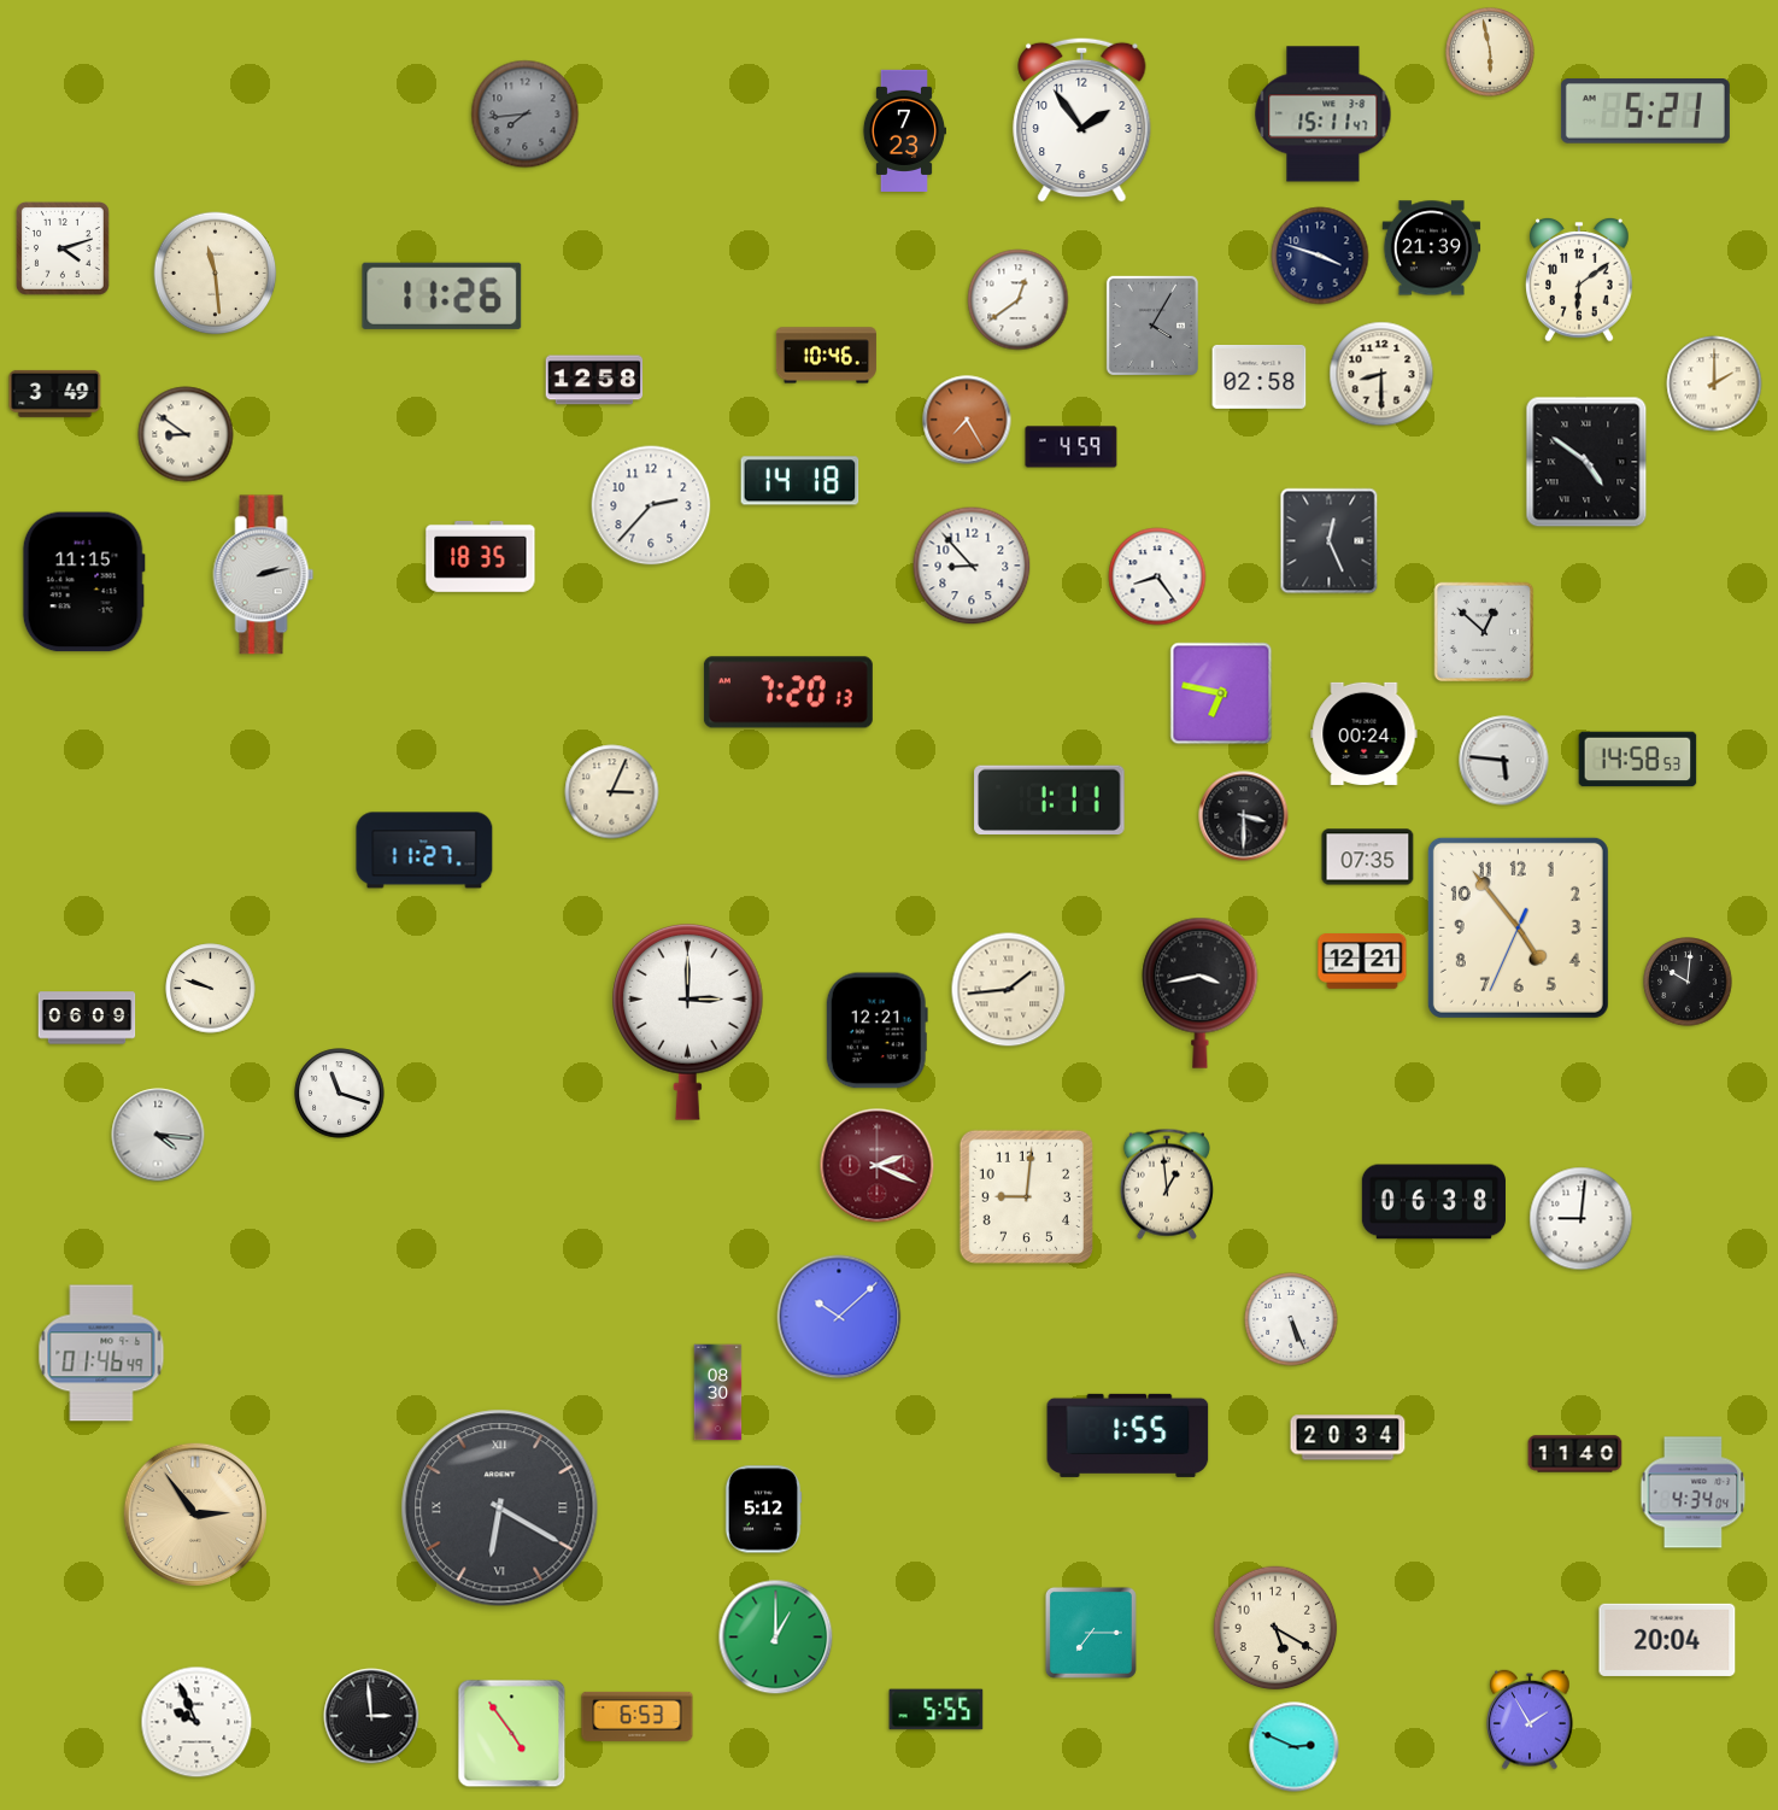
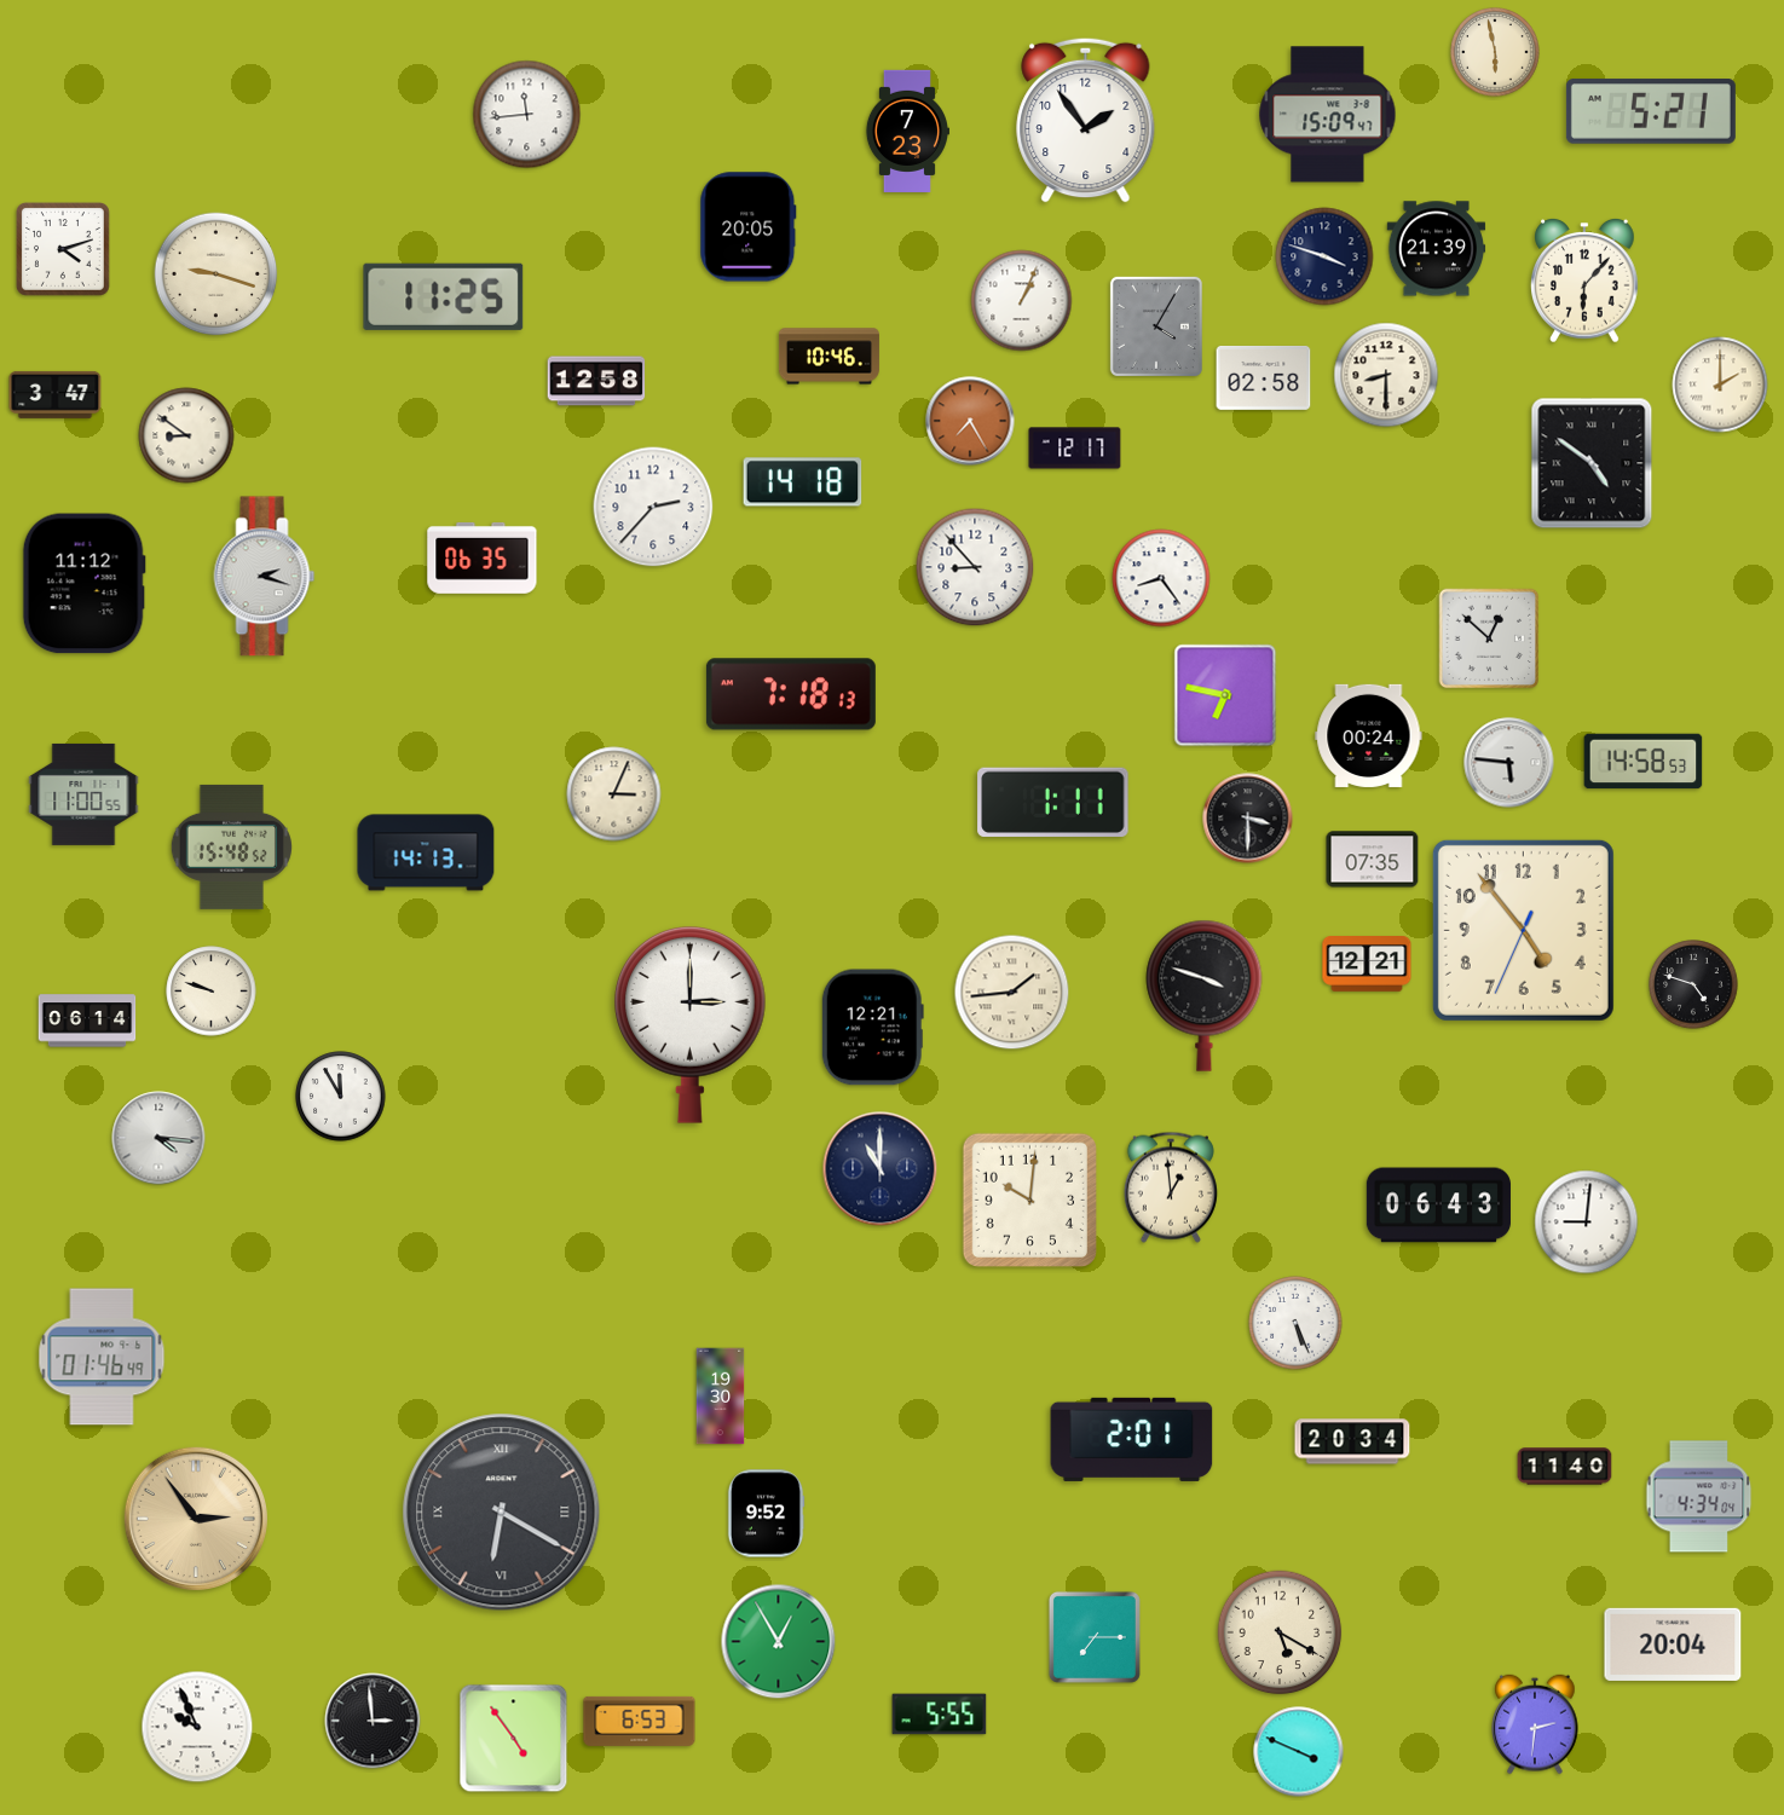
clock at (526, 115): 7:44 -> 11:44
clock at (526, 115) dial: grey -> white
clock at (1324, 115): 15:11 -> 15:09
clock at (749, 227): none -> 20:05
clock at (216, 274): 11:29 -> 9:18
clock at (1579, 280): 6:09 -> 6:07
clock at (442, 295): 11:26 -> 11:25
clock at (1019, 300): 12:39 -> 1:04
clock at (55, 393): 3:49 -> 3:47
clock at (1072, 447): 4:59 -> 12:17
clock at (1330, 541): 12:26 -> none
clock at (481, 556): 18:35 -> 06:35
clock at (264, 575): 2:13 -> 2:18
clock at (83, 582): 11:15 -> 11:12
clock at (1484, 632) position: (1484, 632) -> (1489, 638)
clock at (788, 692): 7:20 -> 7:18
clock at (83, 794): none -> 11:00
clock at (231, 846): none -> 15:48
clock at (424, 850): 11:27 -> 14:13
clock at (1688, 982): 10:01 -> 4:48
clock at (1201, 992): 3:43 -> 3:48
clock at (87, 1018): 06:09 -> 06:14
clock at (876, 1031) position: (876, 1031) -> (872, 1028)
clock at (340, 1094): 11:18 -> 11:55
clock at (878, 1166): 2:19 -> 11:00
clock at (878, 1166) dial: burgundy -> navy
clock at (1026, 1196): 9:01 -> 10:01
clock at (1433, 1202): 06:38 -> 06:43
clock at (839, 1317): 10:08 -> none
clock at (718, 1393): 08:30 -> 19:30
clock at (1128, 1435): 1:55 -> 2:01
clock at (1575, 1454) position: (1575, 1454) -> (1565, 1467)
clock at (763, 1510): 5:12 -> 9:52
clock at (776, 1638): 1:00 -> 12:55
clock at (1530, 1720): 1:55 -> 2:31
clock at (1295, 1747): 2:49 -> 3:49
